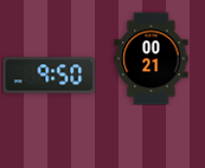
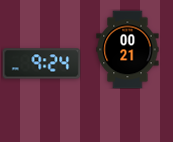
clock at (49, 76): 9:50 -> 9:24
